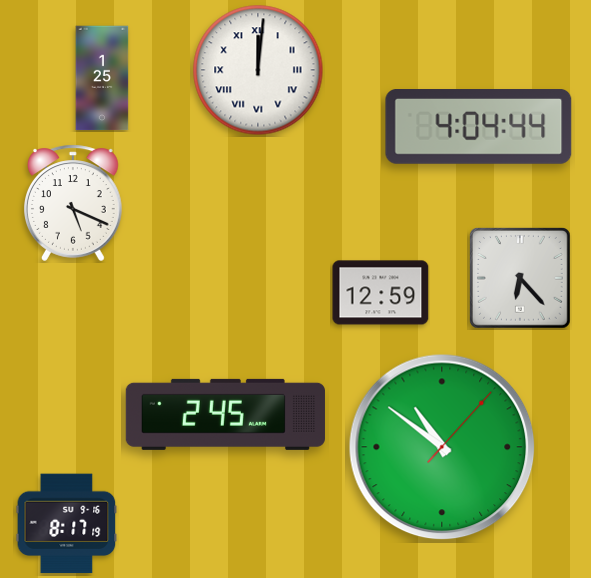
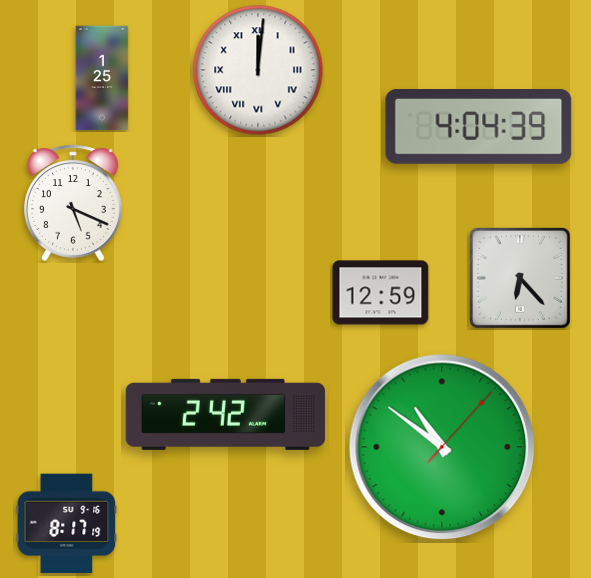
clock at (479, 127): 4:04:44 -> 4:04:39
clock at (225, 414): 2:45 -> 2:42
